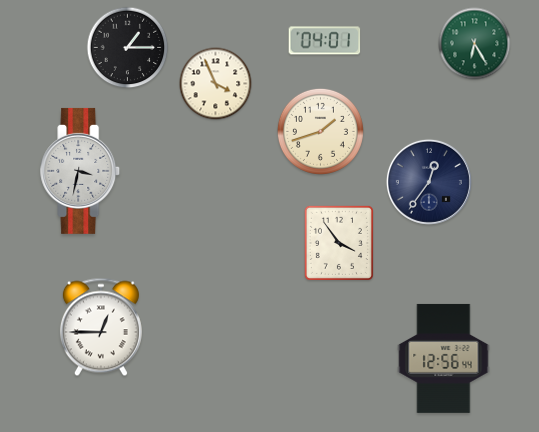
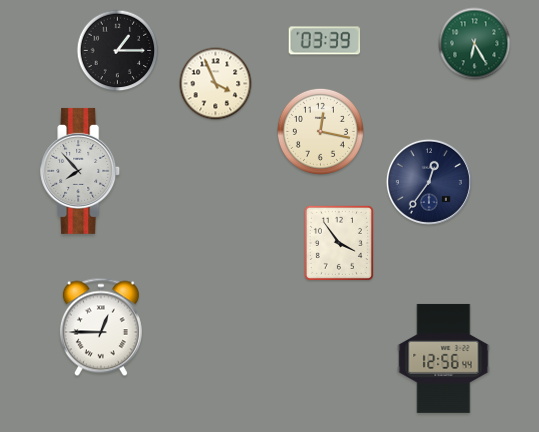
clock at (325, 41): 04:01 -> 03:39
clock at (128, 48) position: (128, 48) -> (118, 51)
clock at (320, 131): 1:42 -> 12:17
clock at (81, 171): 3:32 -> 7:53
